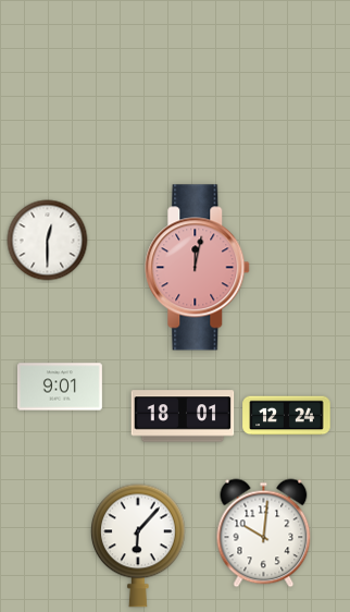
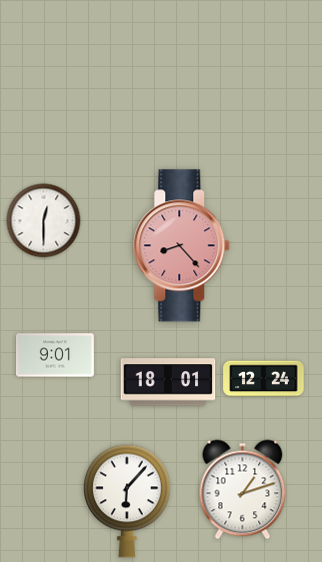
clock at (198, 268): 12:02 -> 8:23
clock at (287, 416) position: (287, 416) -> (264, 379)
clock at (264, 534): 10:01 -> 1:12
